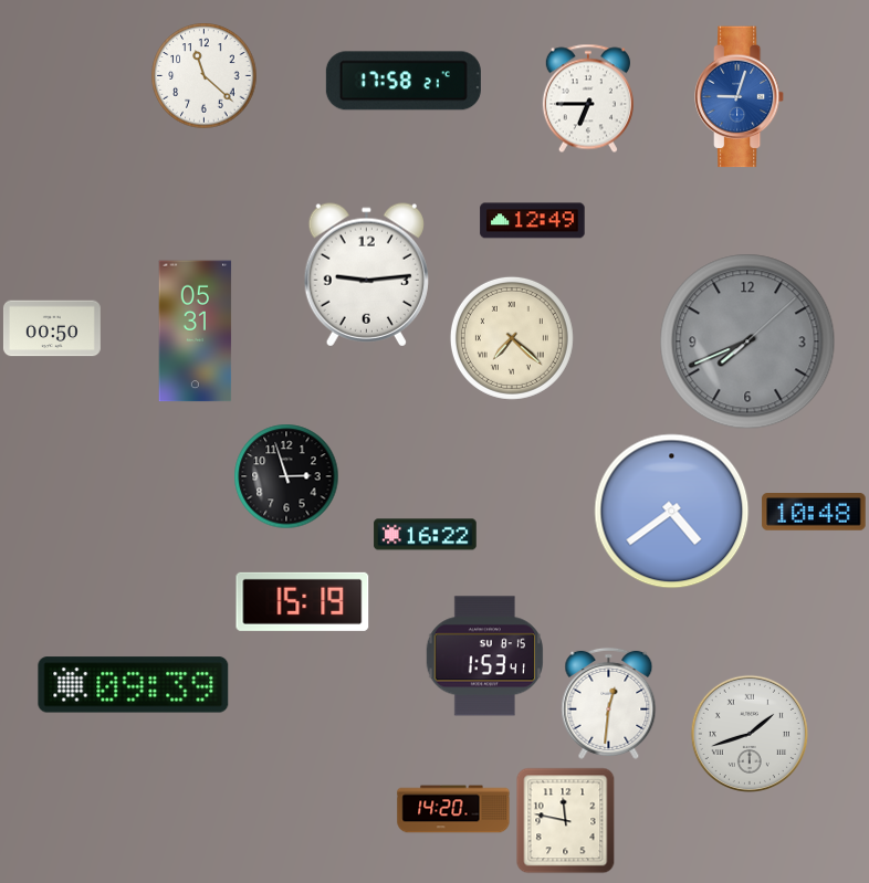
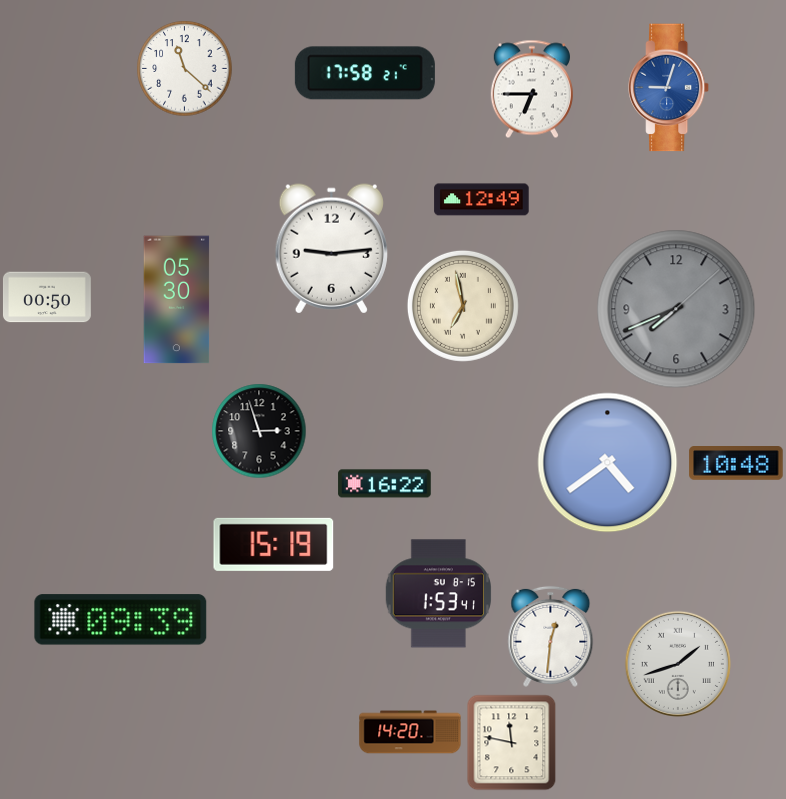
clock at (196, 332): 05:31 -> 05:30
clock at (512, 338): 7:22 -> 6:58
